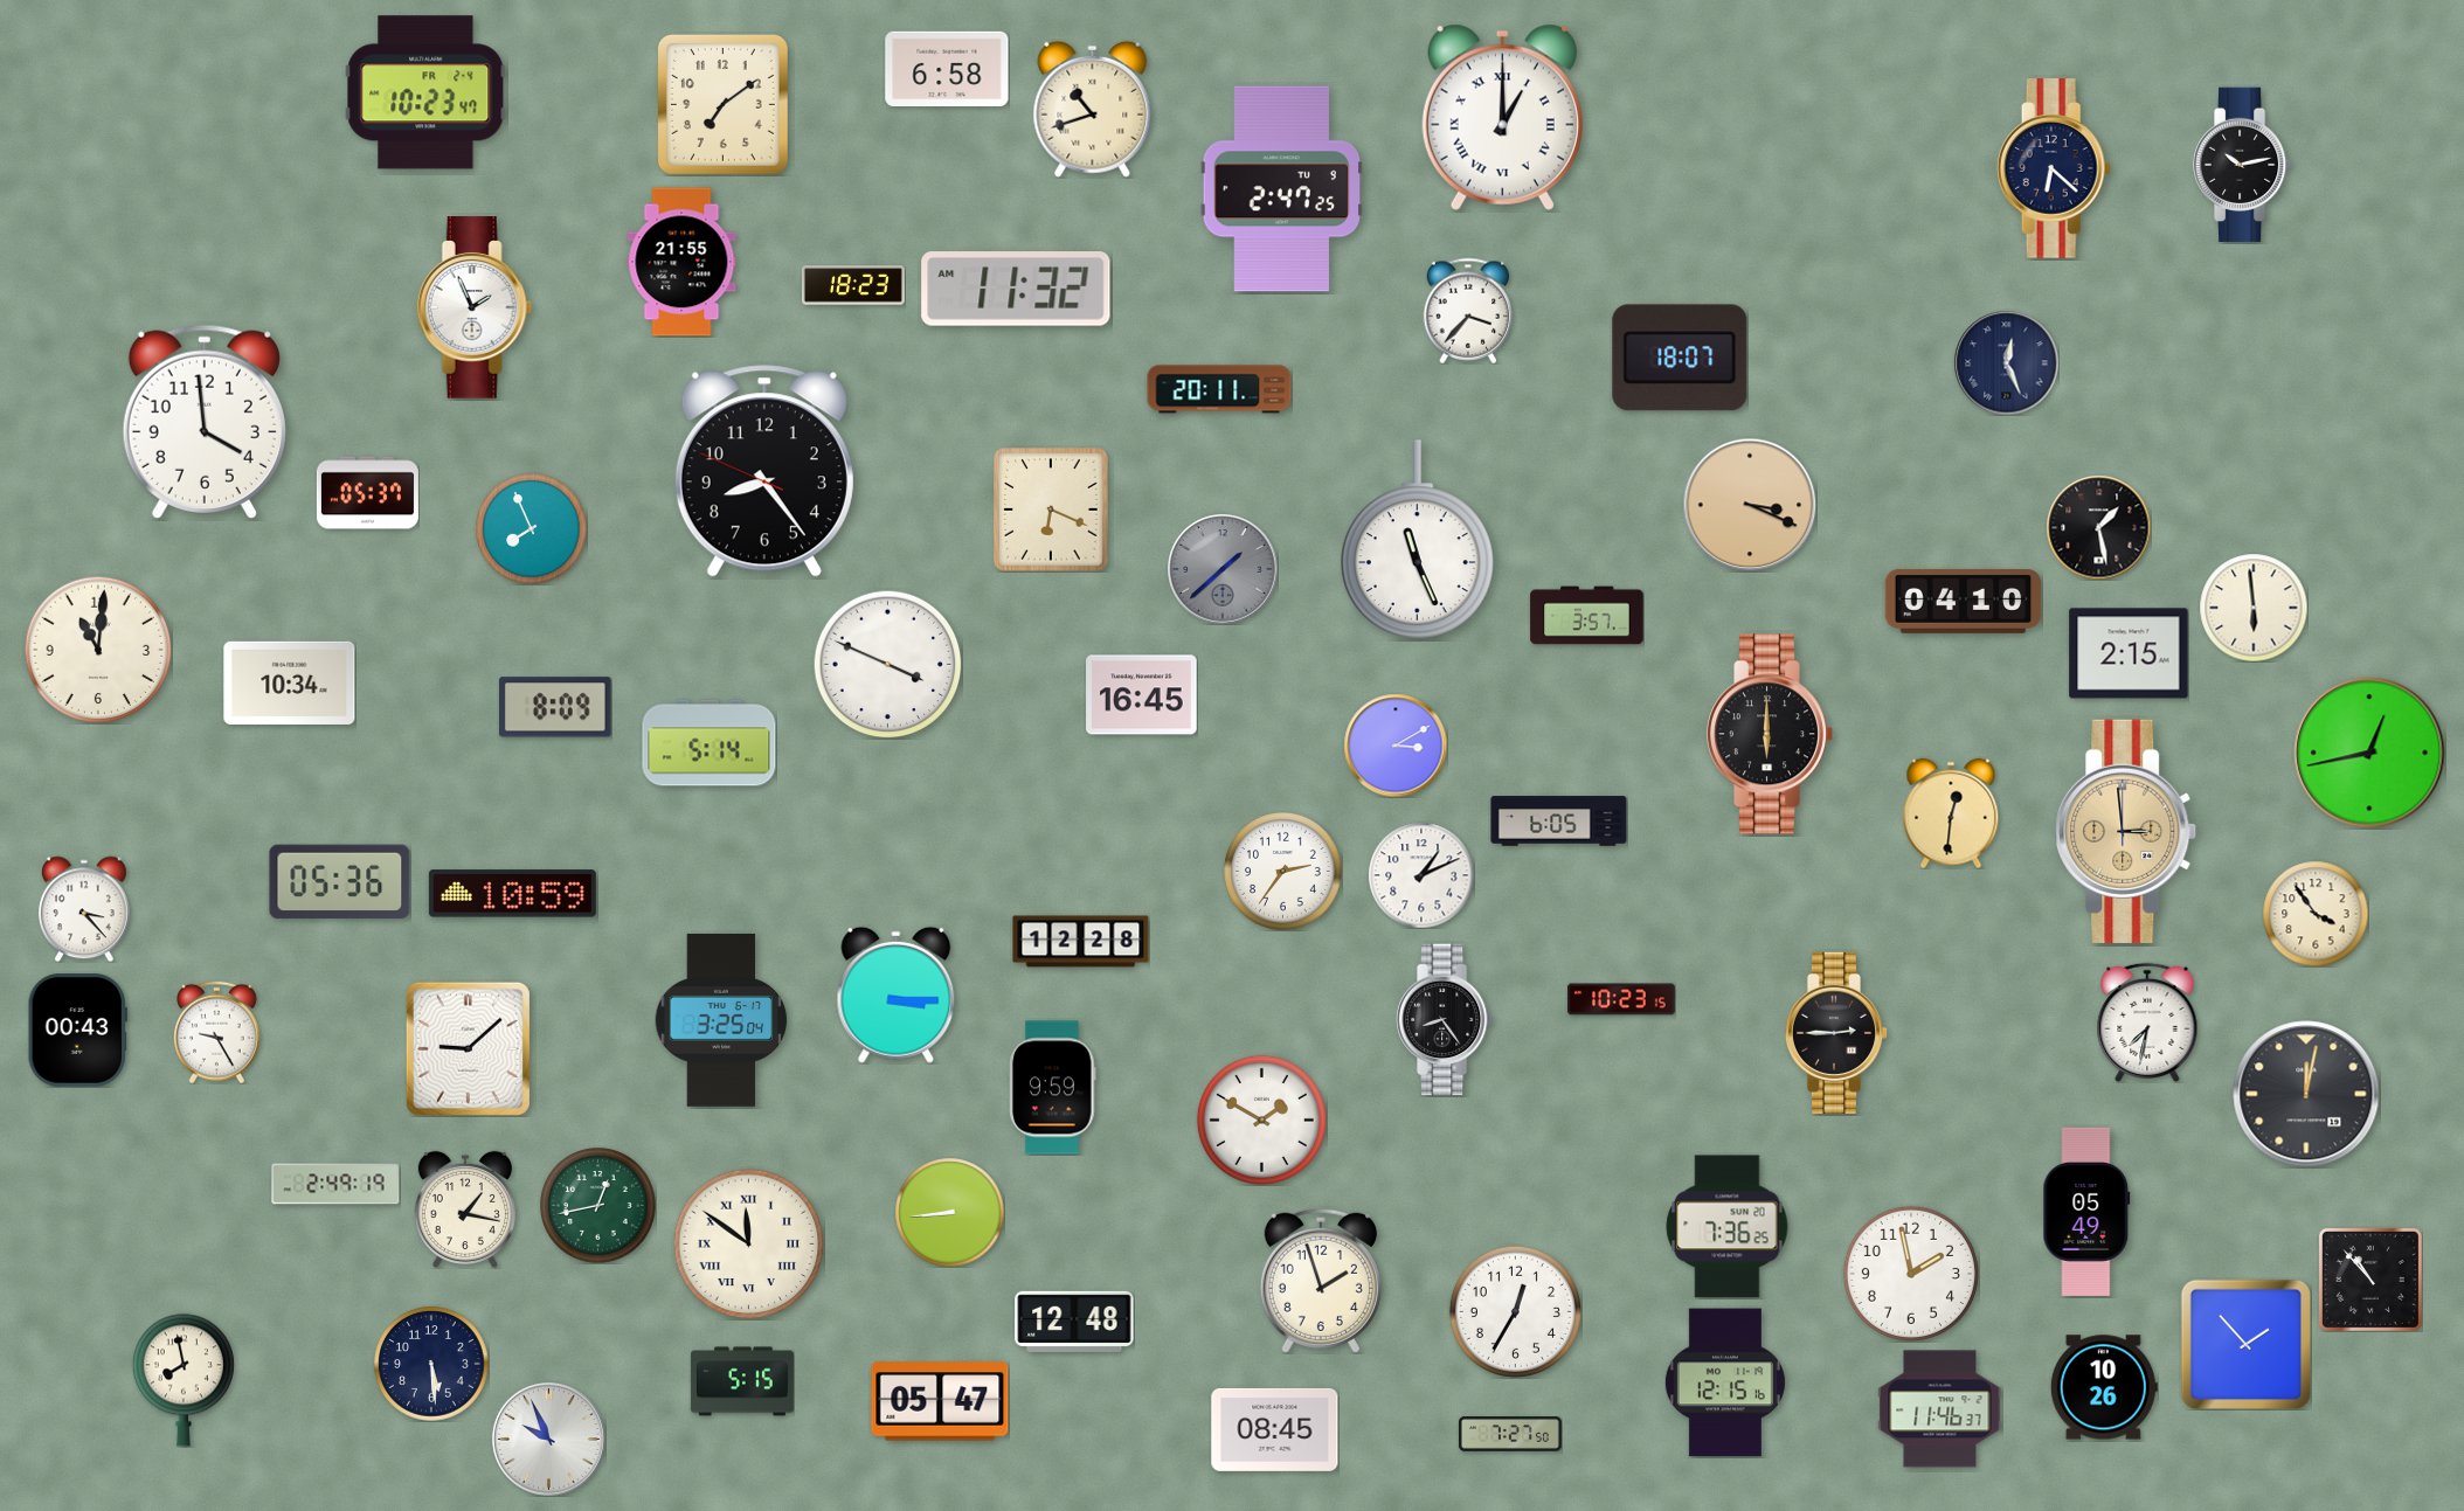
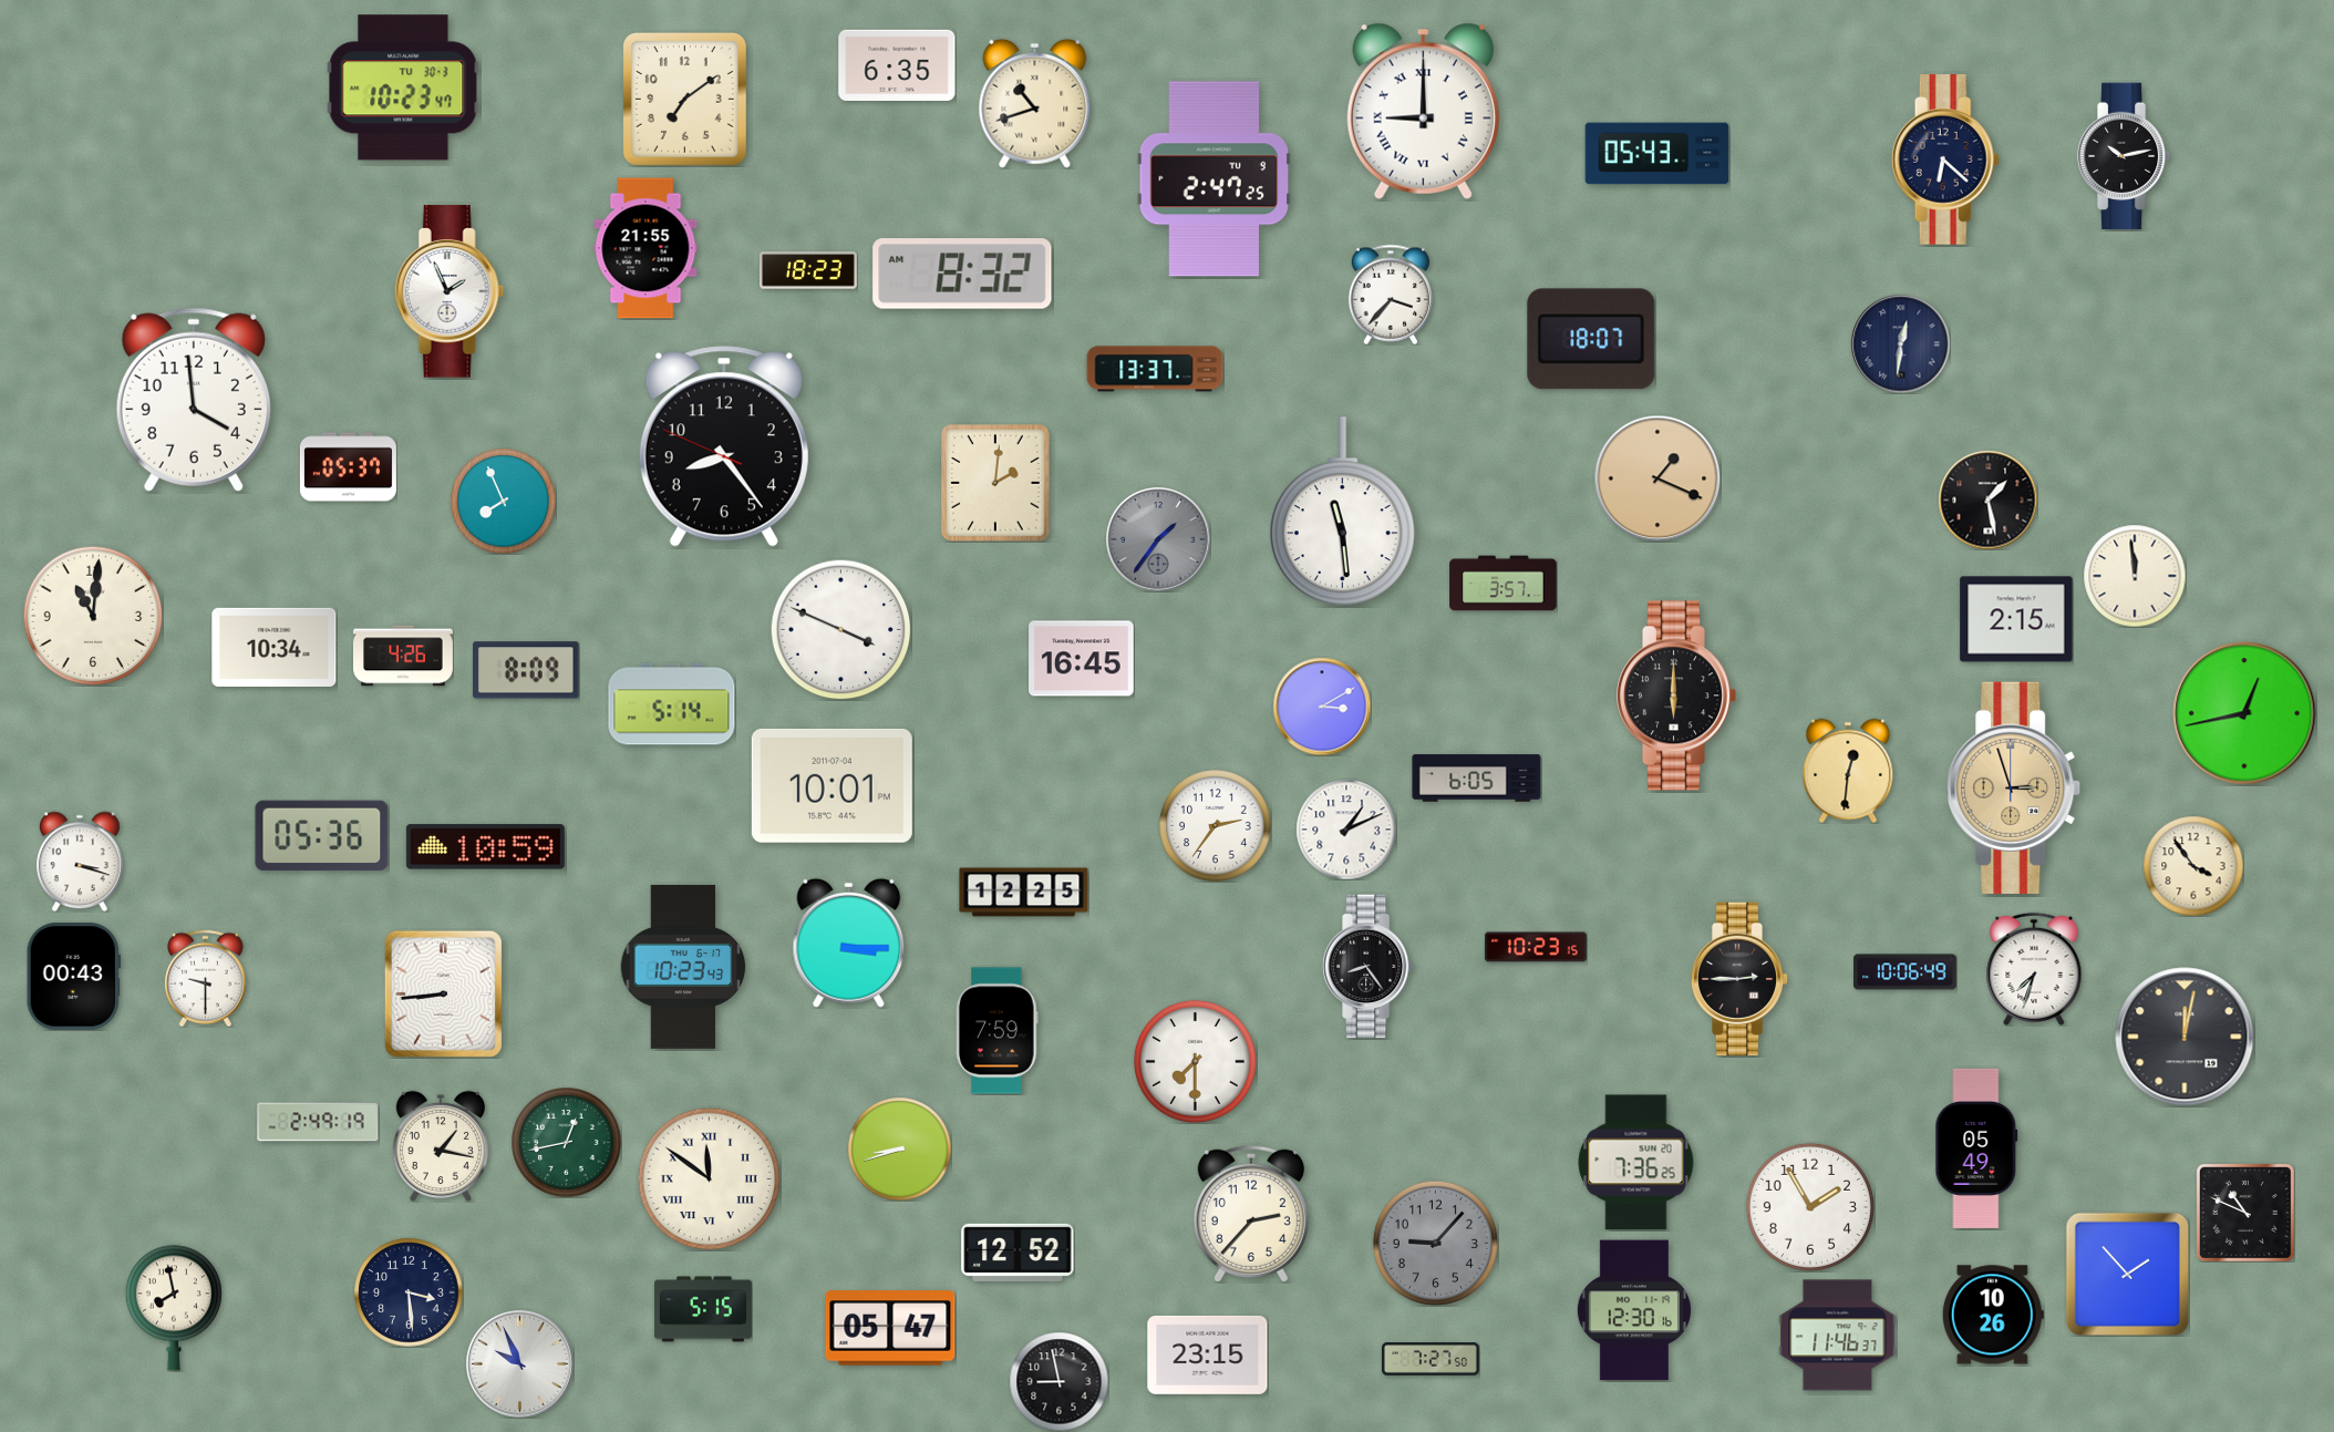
clock at (947, 68): 6:58 -> 6:35
clock at (425, 92) date: FR 2-4 -> TU 30-3
clock at (1502, 117): 1:00 -> 9:00
clock at (1657, 154): none -> 05:43
clock at (1016, 289): 11:32 -> 8:32
clock at (2006, 362): 12:26 -> 12:31
clock at (1219, 389): 20:11 -> 13:37
clock at (1750, 505): 3:19 -> 1:19
clock at (1051, 510): 6:19 -> 2:01
clock at (1417, 540): 11:26 -> 11:29
clock at (1223, 569): 1:38 -> 1:36
clock at (1964, 601): 04:10 -> none
clock at (2254, 608): 5:59 -> 11:59
clock at (404, 656): none -> 4:26
clock at (832, 785): none -> 10:01
clock at (2126, 831): 2:59 -> 2:57
clock at (85, 909): 3:23 -> 3:18
clock at (1081, 942): 12:28 -> 12:25
clock at (721, 1020): 3:25 -> 10:23
clock at (2147, 1023): 7:32 -> 7:33
clock at (1906, 972): none -> 10:06
clock at (216, 1032): 9:25 -> 9:30
clock at (468, 1048): 9:08 -> 8:44
clock at (1053, 1088): 9:59 -> 7:59
clock at (1261, 1120): 1:50 -> 7:30
clock at (949, 1212): 8:44 -> 8:42
clock at (1911, 1274): 1:58 -> 1:55
clock at (2370, 1280): 10:53 -> 10:49
clock at (1321, 1281): 1:57 -> 2:37
clock at (1515, 1311): 12:35 -> 9:07
clock at (1515, 1311) dial: white -> grey
clock at (1074, 1322): 12:48 -> 12:52
clock at (431, 1364): 5:29 -> 3:29
clock at (1725, 1382): 12:15 -> 12:30
clock at (1275, 1429): 08:45 -> 23:15
clock at (1058, 1381): none -> 8:58
